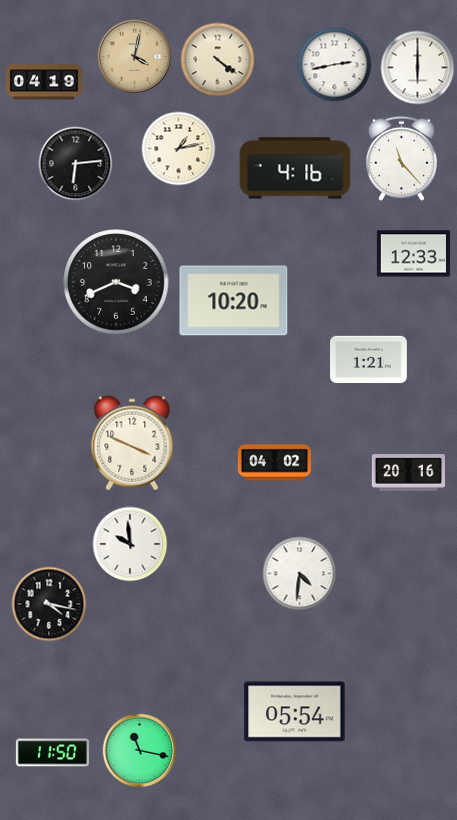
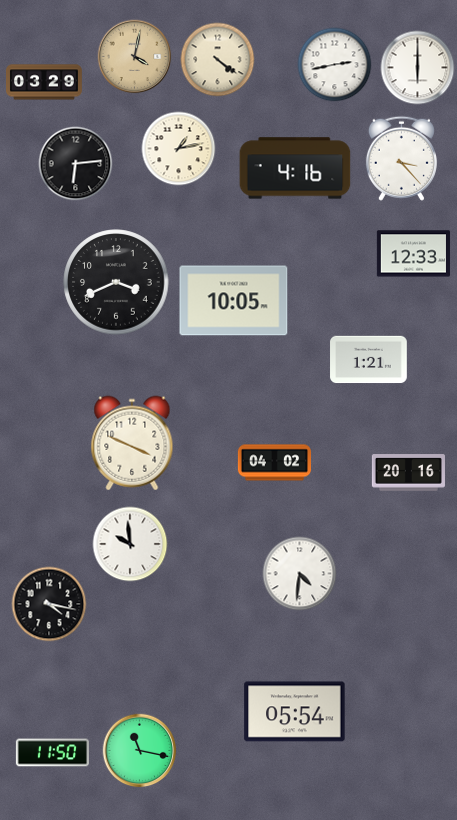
clock at (45, 82): 04:19 -> 03:29
clock at (401, 158): 11:23 -> 3:23
clock at (234, 301): 10:20 -> 10:05
